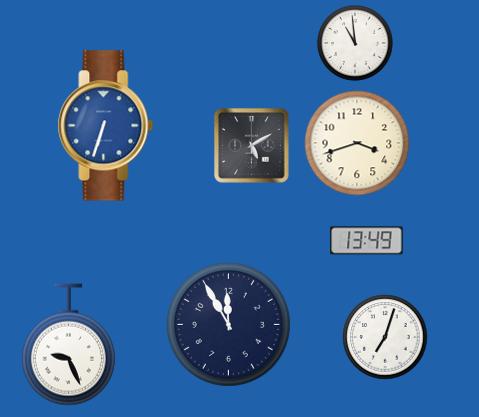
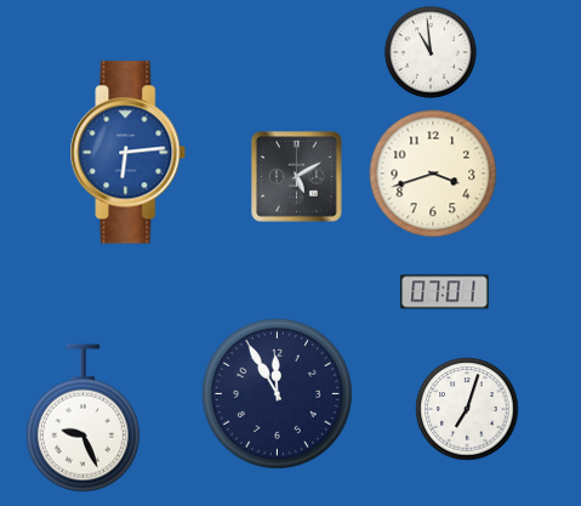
clock at (106, 126): 6:33 -> 6:14
clock at (252, 146) position: (252, 146) -> (297, 177)
clock at (367, 241): 13:49 -> 07:01
